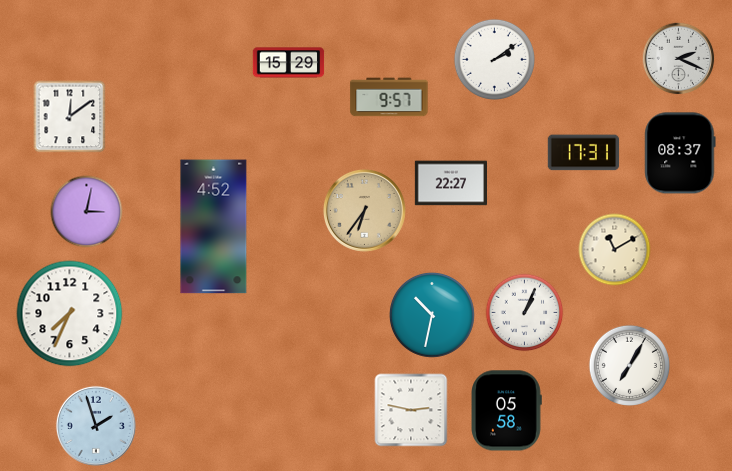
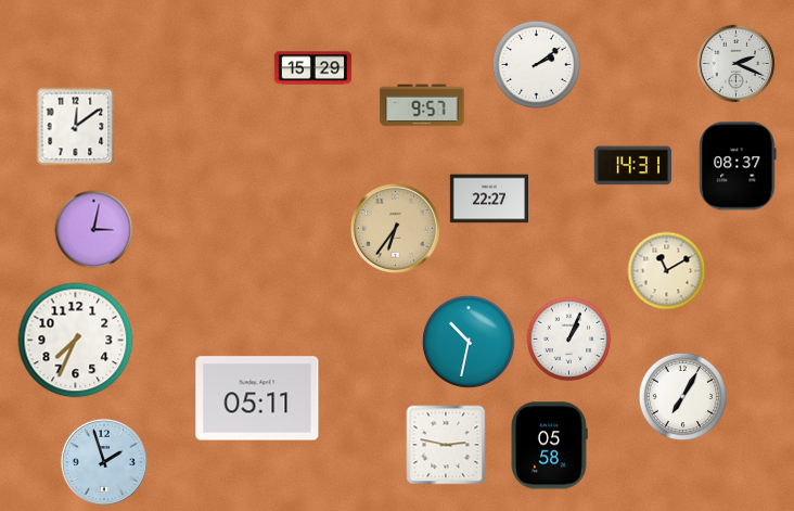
clock at (584, 153): 17:31 -> 14:31
clock at (214, 227): 4:52 -> none
clock at (257, 398): none -> 05:11
